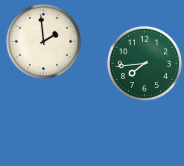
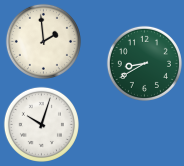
clock at (144, 63): 7:44 -> 8:40
clock at (41, 124): none -> 10:03
